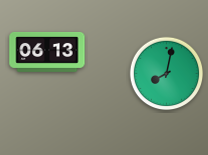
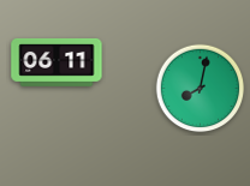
clock at (47, 52): 06:13 -> 06:11
